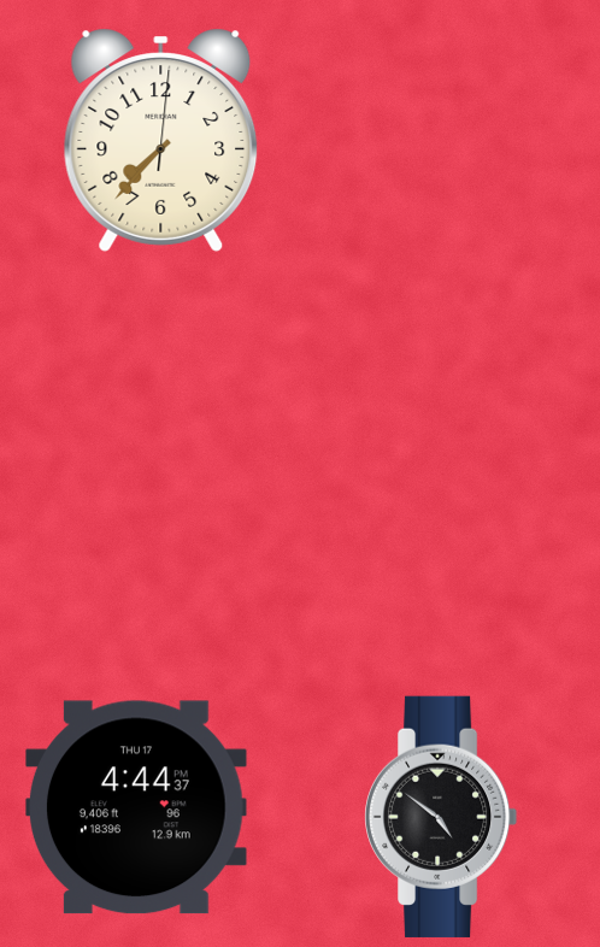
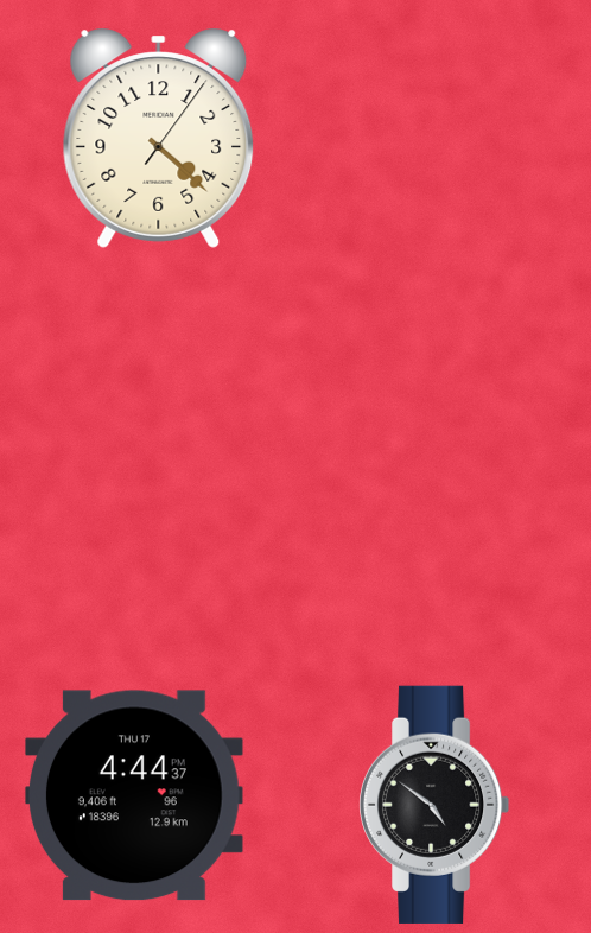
clock at (161, 140): 7:37 -> 4:22
